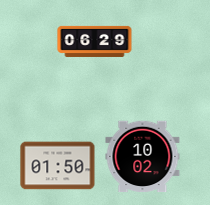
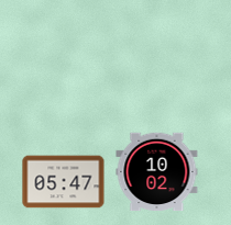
clock at (95, 41): 06:29 -> none
clock at (58, 166): 01:50 -> 05:47
